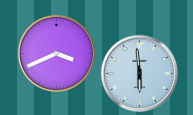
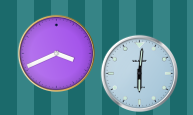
clock at (139, 73): 5:59 -> 6:01
